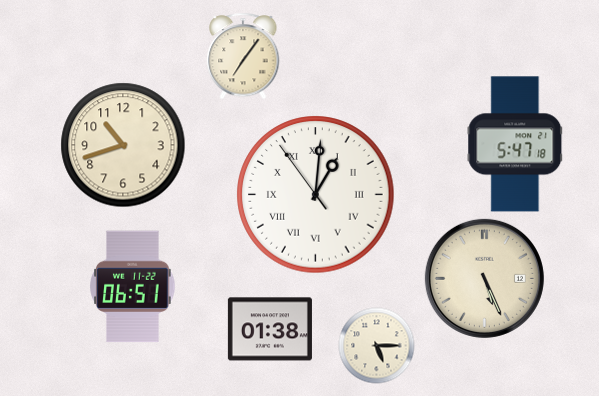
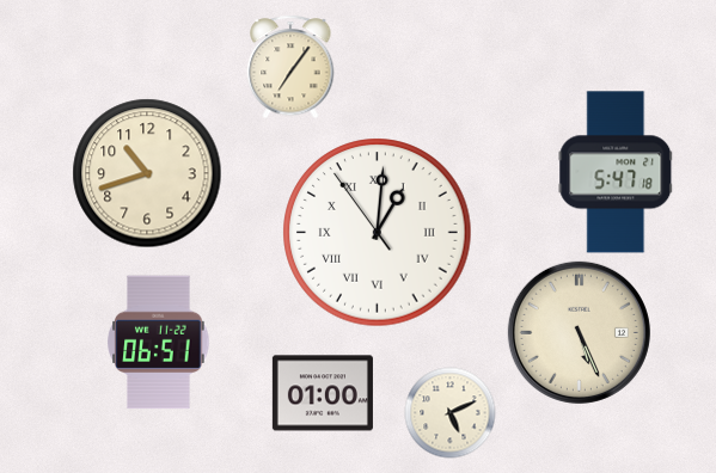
clock at (270, 329): 01:38 -> 01:00
clock at (377, 346): 5:15 -> 5:11
